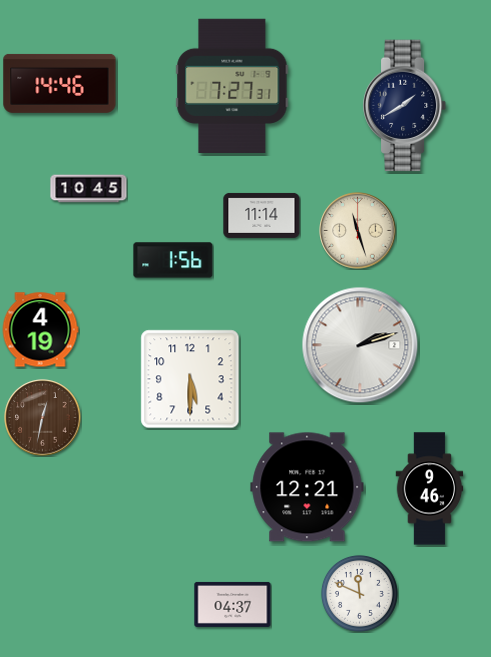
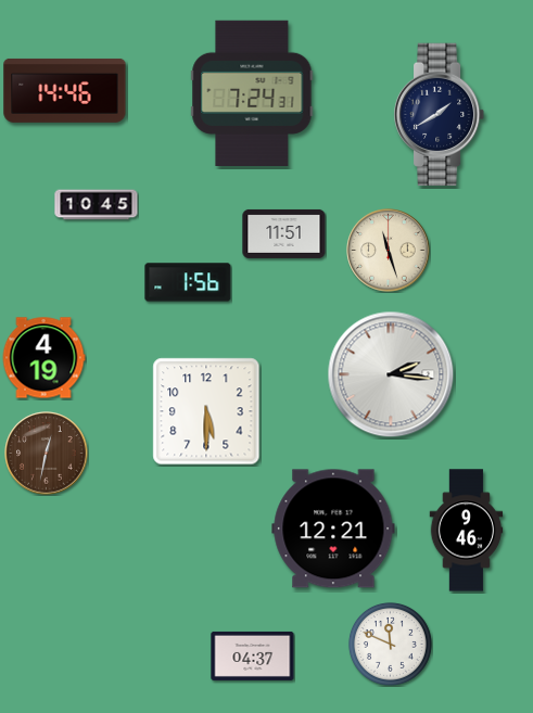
clock at (232, 85): 7:27 -> 7:24
clock at (262, 215): 11:14 -> 11:51
clock at (360, 345): 2:12 -> 2:16
